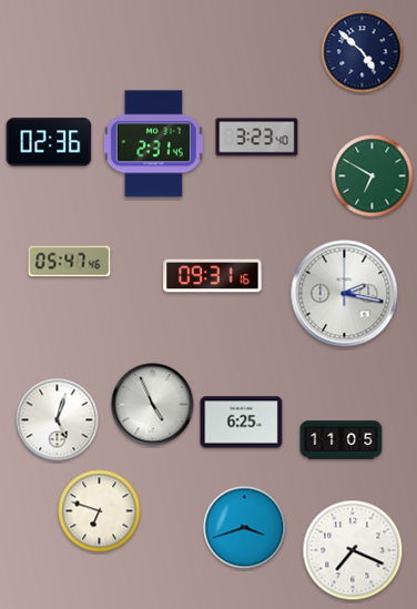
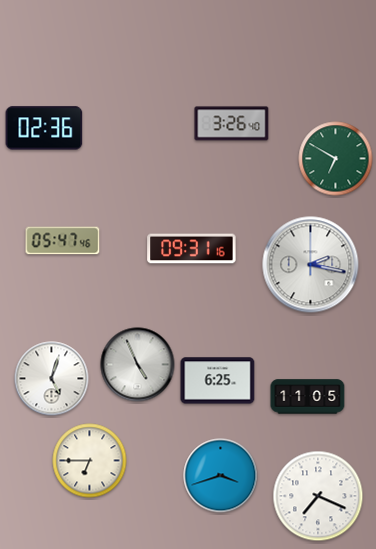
clock at (363, 52): 4:52 -> none
clock at (257, 138): 3:23 -> 3:26
clock at (153, 144): 2:31 -> none
clock at (70, 262) position: (70, 262) -> (63, 241)
clock at (100, 511): 6:48 -> 6:45
